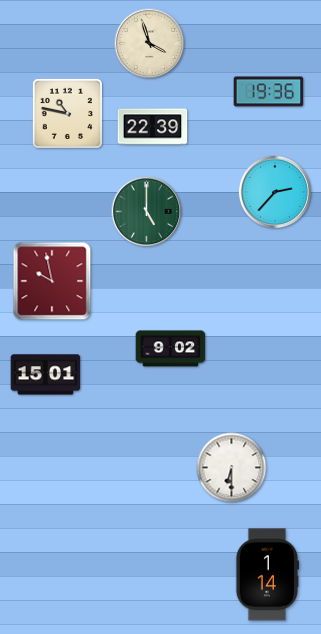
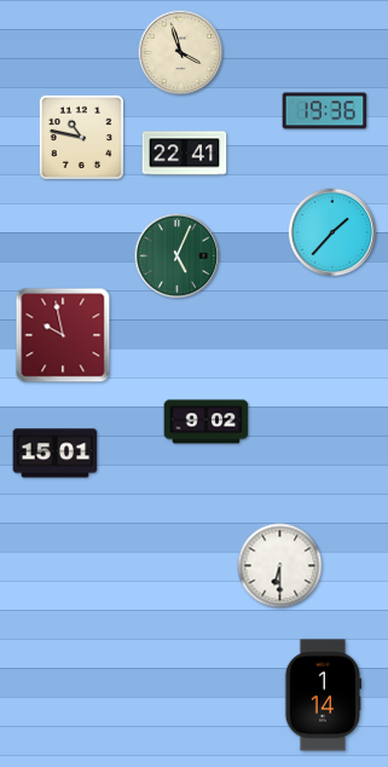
clock at (153, 127): 22:39 -> 22:41
clock at (274, 191): 2:37 -> 1:37
clock at (147, 212): 5:00 -> 5:04
clock at (52, 281) position: (52, 281) -> (63, 335)
